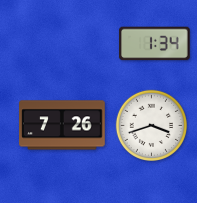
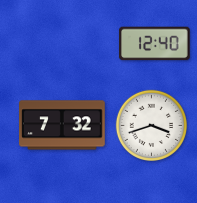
clock at (155, 44): 1:34 -> 12:40
clock at (63, 125): 7:26 -> 7:32
